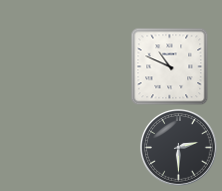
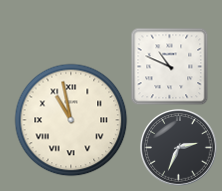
clock at (71, 120): none -> 10:58
clock at (179, 148): 2:30 -> 2:34
